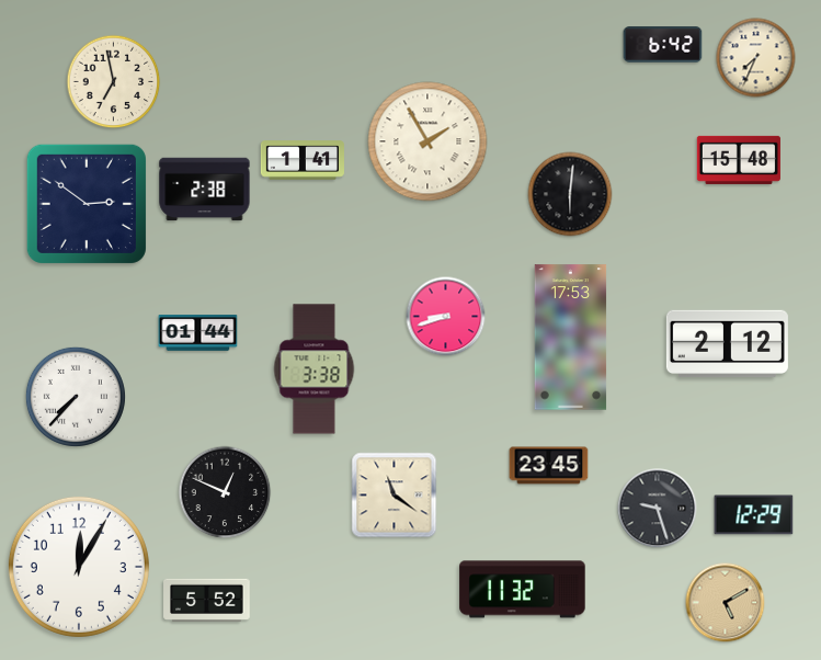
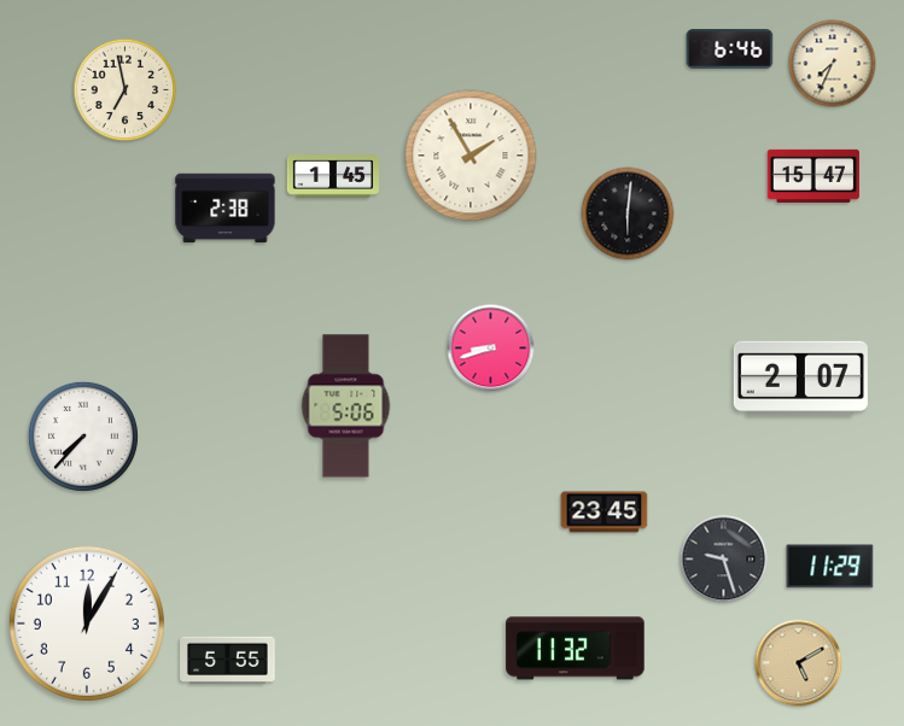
clock at (663, 45): 6:42 -> 6:46
clock at (303, 160): 1:41 -> 1:45
clock at (739, 160): 15:48 -> 15:47
clock at (87, 204): 2:51 -> none
clock at (198, 333): 01:44 -> none
clock at (571, 338): 17:53 -> none
clock at (727, 344): 2:12 -> 2:07
clock at (315, 369): 3:38 -> 5:06
clock at (225, 492): 12:49 -> none
clock at (395, 496): 11:21 -> none
clock at (754, 515): 12:29 -> 11:29
clock at (207, 600): 5:52 -> 5:55
